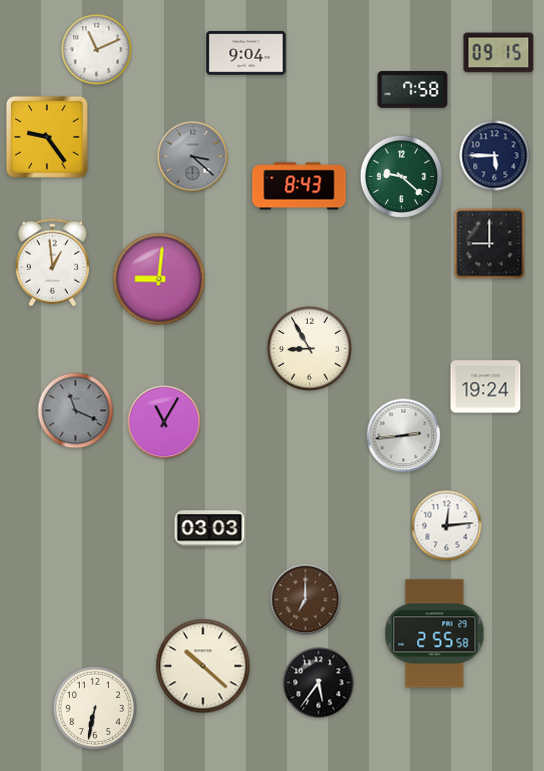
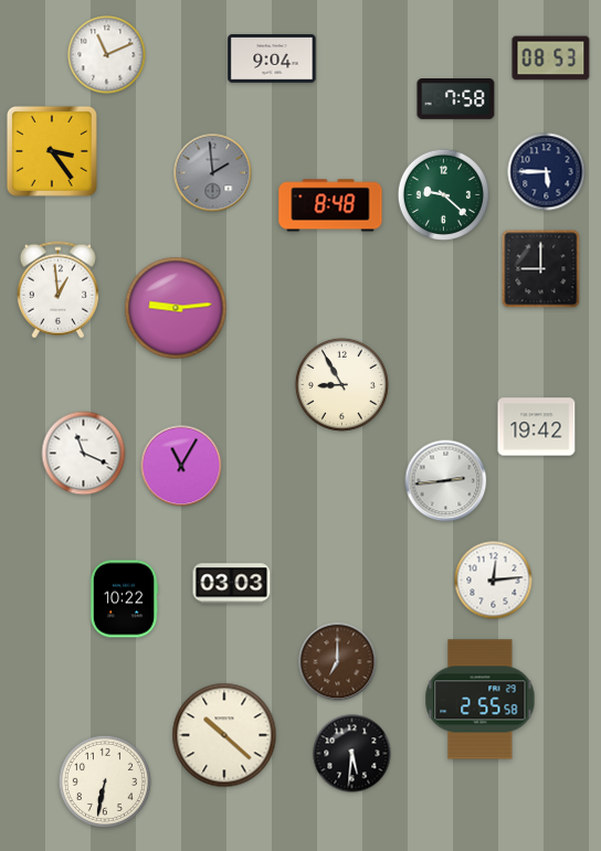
clock at (499, 53): 09:15 -> 08:53
clock at (47, 137): 9:24 -> 3:24
clock at (193, 157): 3:22 -> 1:59
clock at (299, 186): 8:43 -> 8:48
clock at (159, 279): 9:01 -> 9:14
clock at (486, 387): 19:24 -> 19:42
clock at (76, 411) dial: grey -> white
clock at (124, 599): none -> 10:22
clock at (319, 683): 5:36 -> 5:31
